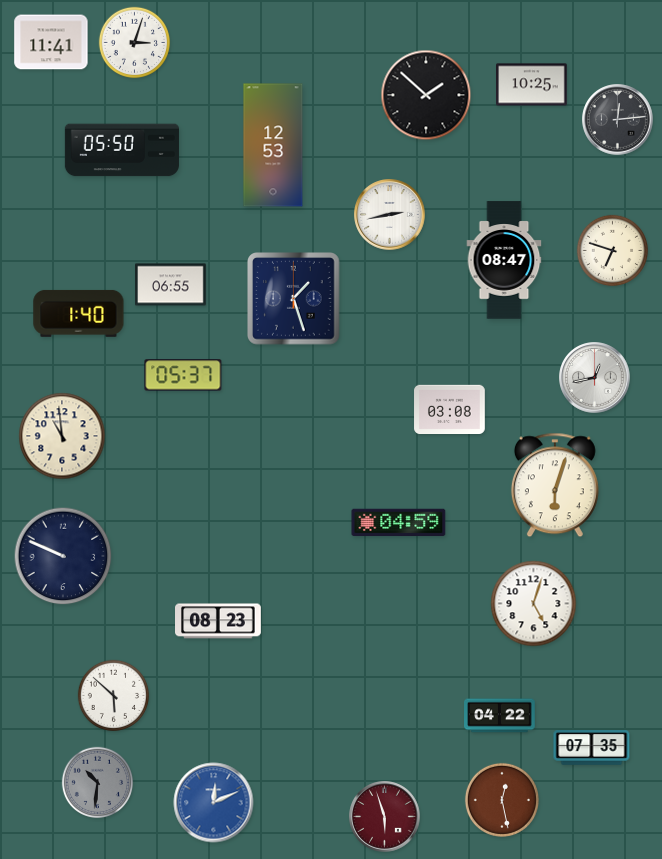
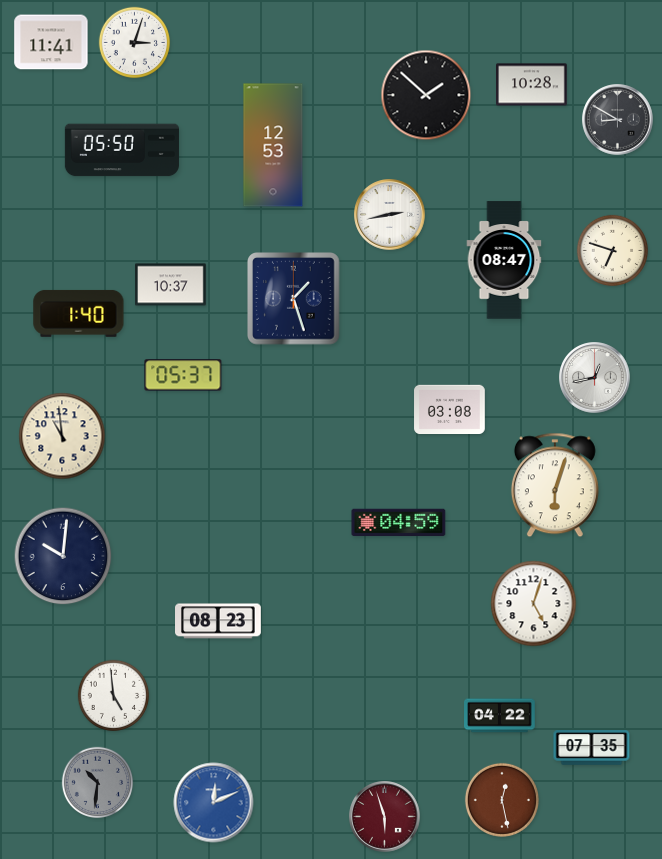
clock at (532, 85): 10:25 -> 10:28
clock at (618, 120): 12:14 -> 8:50
clock at (171, 285): 06:55 -> 10:37
clock at (63, 556): 9:49 -> 10:01
clock at (114, 696): 5:52 -> 4:59
